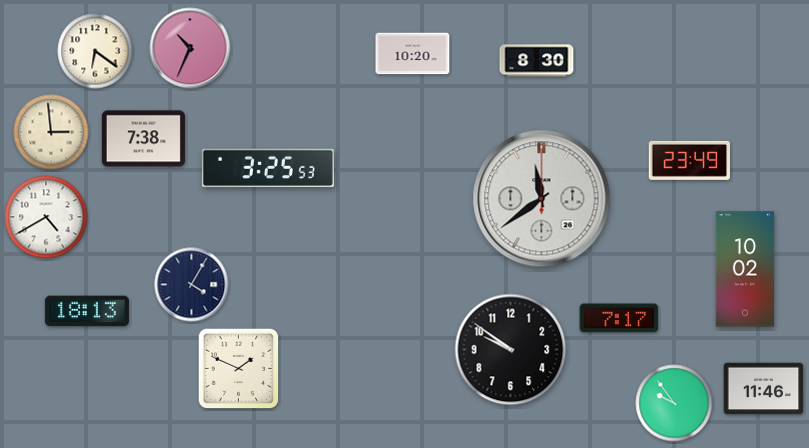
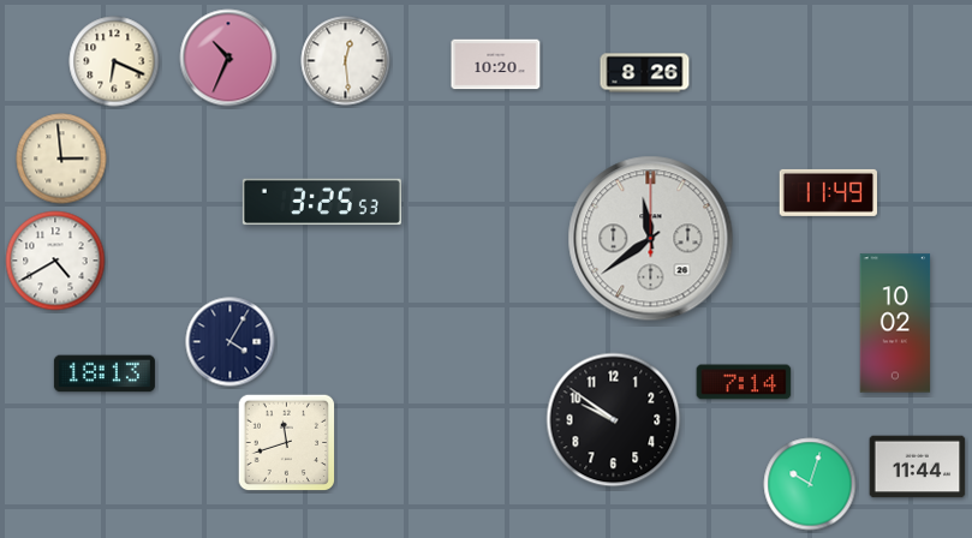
clock at (95, 51): 6:21 -> 6:19
clock at (346, 61): none -> 12:29
clock at (537, 61): 8:30 -> 8:26
clock at (143, 139): 7:38 -> none
clock at (689, 160): 23:49 -> 11:49
clock at (619, 318): 7:17 -> 7:14
clock at (239, 369): 1:49 -> 11:42
clock at (764, 389): 11:46 -> 11:44
clock at (674, 403): 9:54 -> 10:03
